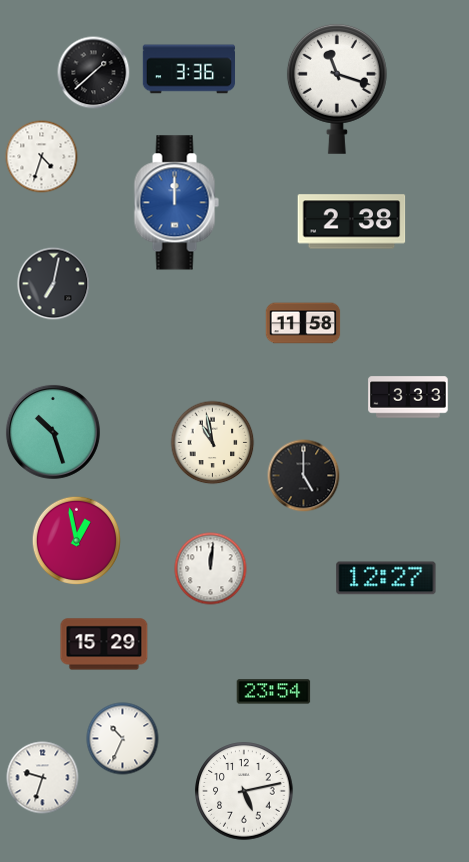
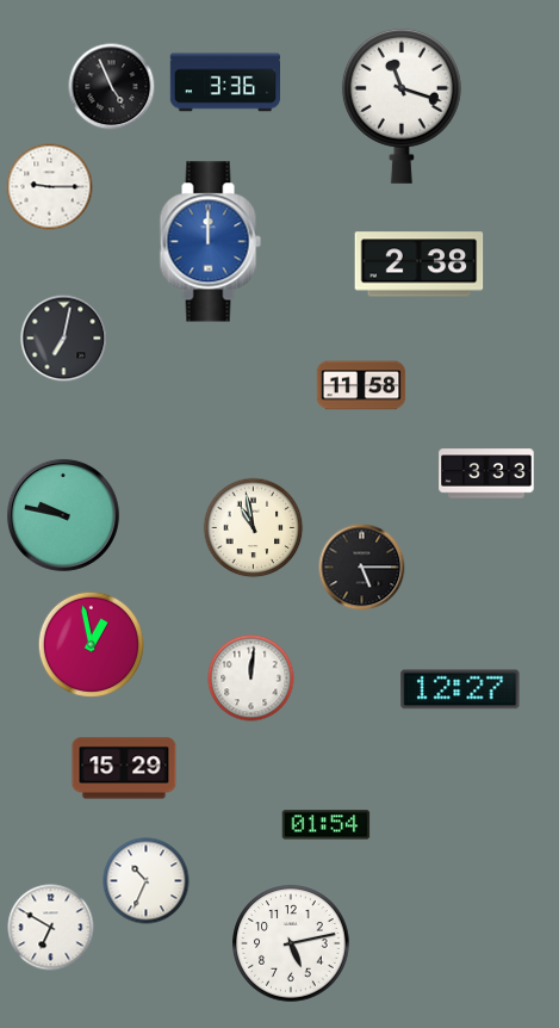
clock at (94, 73): 1:38 -> 4:56
clock at (42, 157): 4:33 -> 9:15
clock at (53, 432): 10:27 -> 9:47
clock at (304, 476): 5:00 -> 5:15
clock at (274, 692): 23:54 -> 01:54
clock at (43, 778): 9:33 -> 6:50
